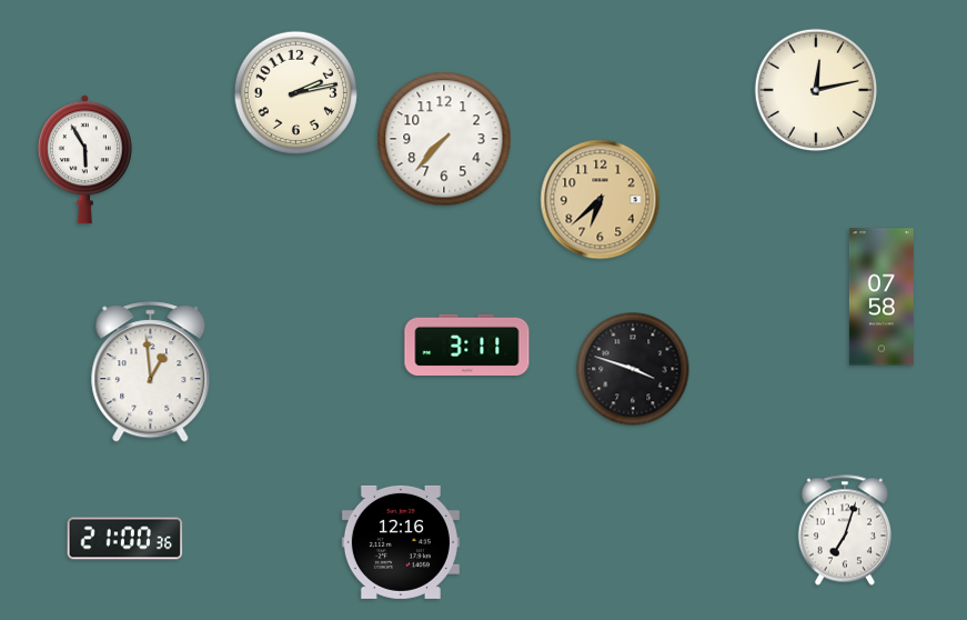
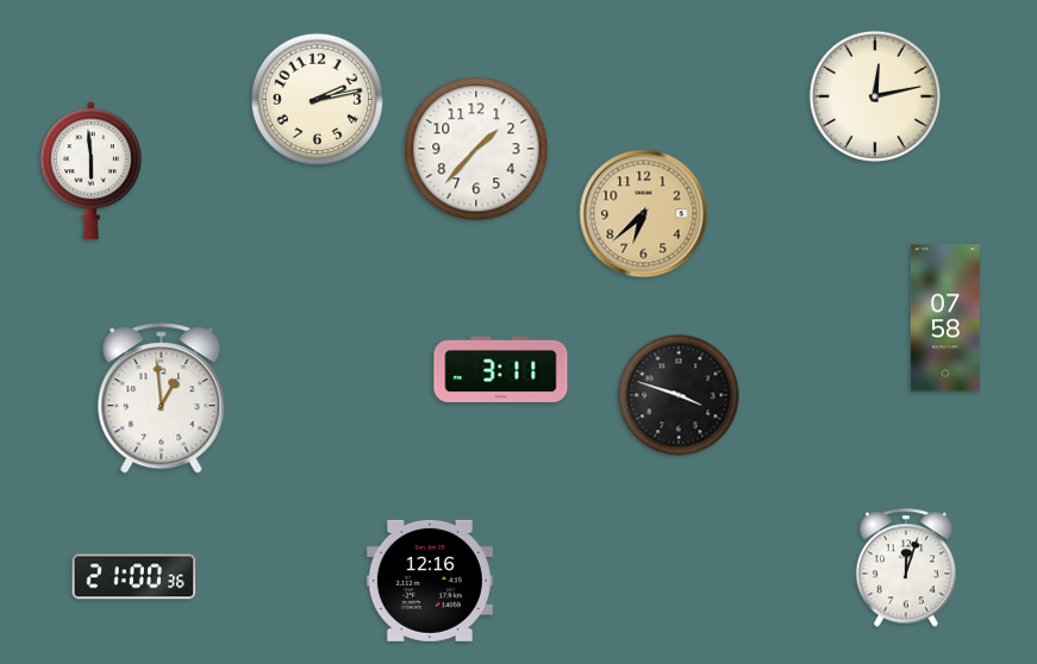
clock at (444, 139): 7:37 -> 1:37
clock at (84, 160): 5:55 -> 5:59
clock at (845, 530): 7:03 -> 12:03
